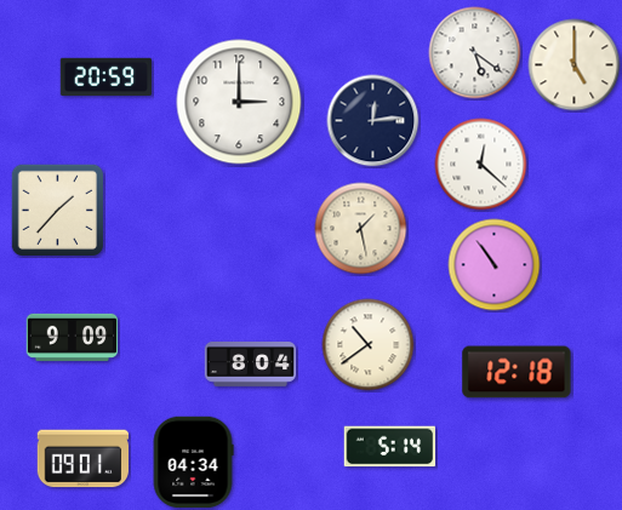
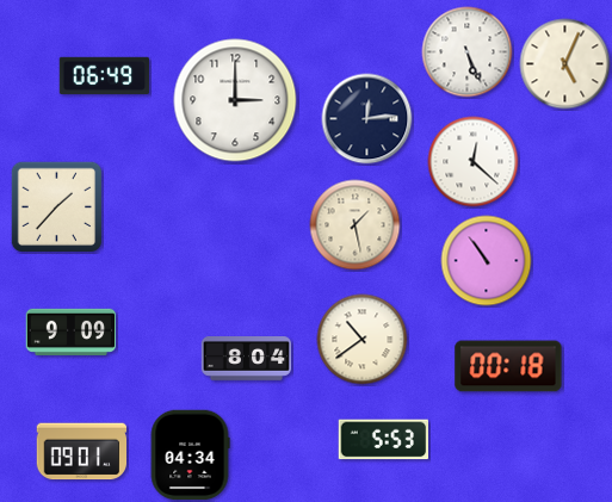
clock at (475, 53): 5:21 -> 5:26
clock at (575, 65): 5:00 -> 5:04
clock at (107, 76): 20:59 -> 06:49
clock at (517, 372): 12:18 -> 00:18
clock at (389, 447): 5:14 -> 5:53
